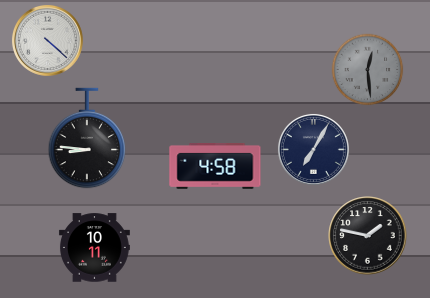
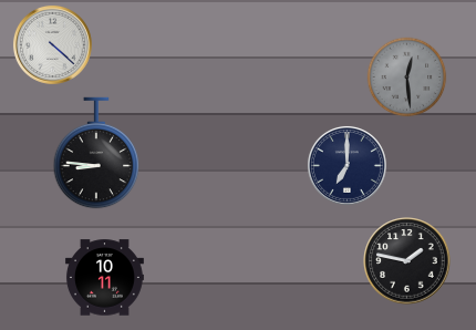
clock at (313, 149): 7:05 -> 7:00
clock at (215, 166): 4:58 -> none
clock at (94, 248) position: (94, 248) -> (104, 278)
